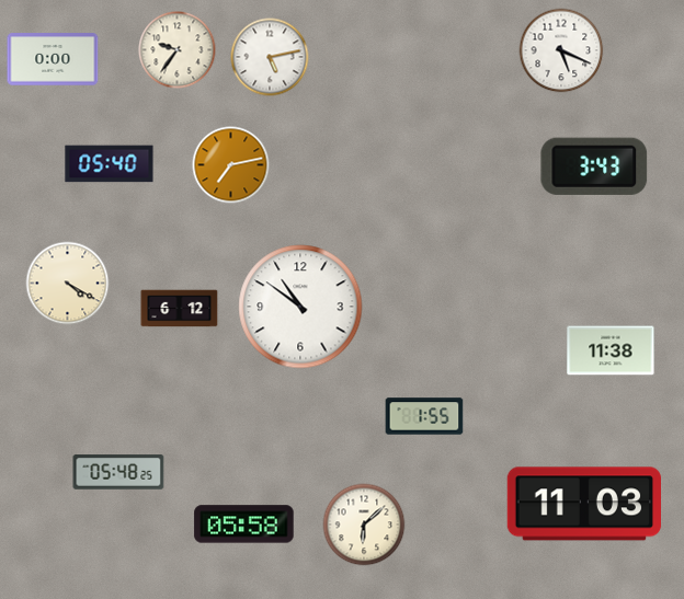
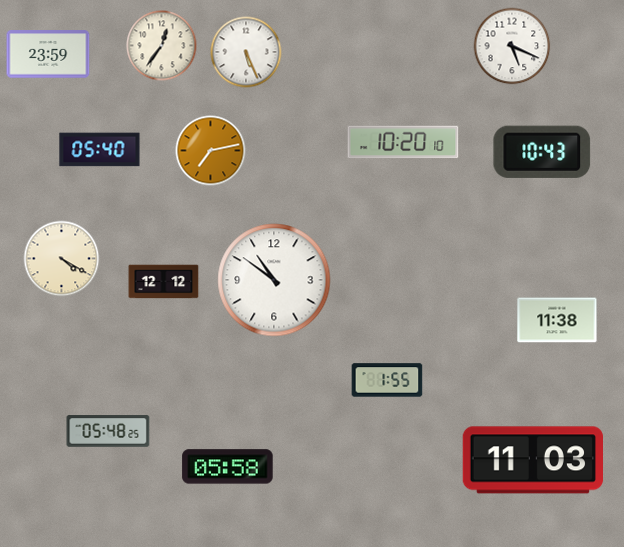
clock at (178, 50): 9:36 -> 12:36
clock at (270, 57): 5:13 -> 5:26
clock at (53, 59): 0:00 -> 23:59
clock at (403, 142): none -> 10:20
clock at (594, 166): 3:43 -> 10:43
clock at (180, 309): 6:12 -> 12:12
clock at (244, 525) position: (244, 525) -> (228, 467)
clock at (364, 525): 6:08 -> none
